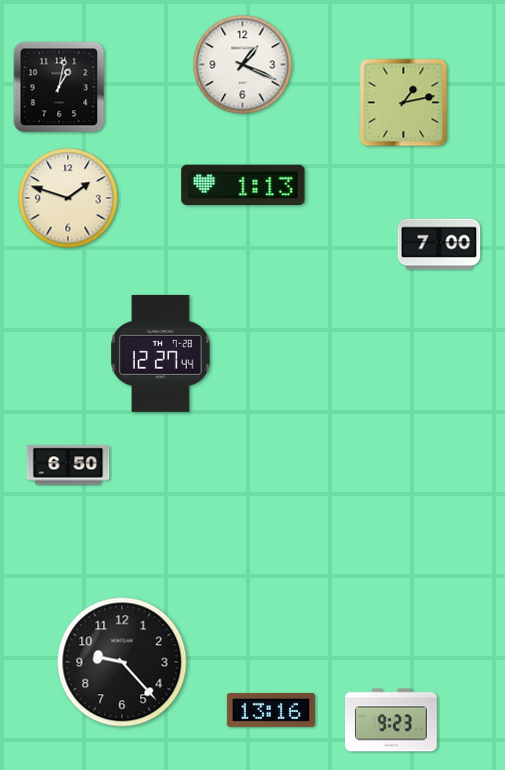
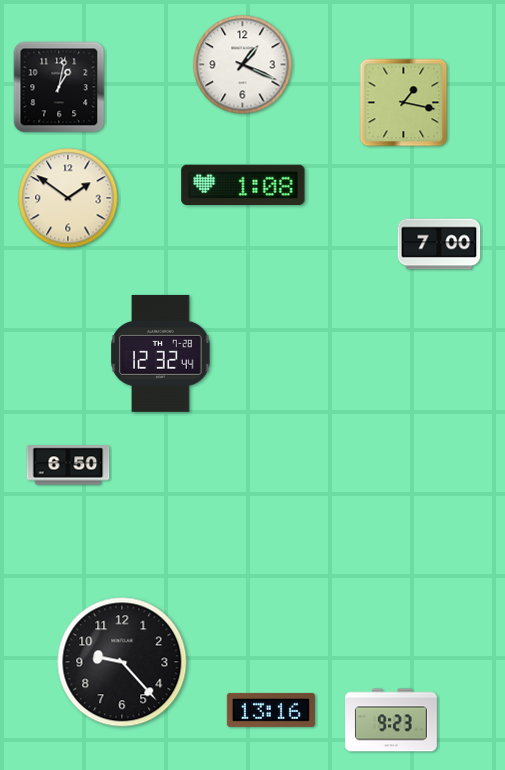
clock at (404, 103): 1:13 -> 1:17
clock at (243, 185): 1:13 -> 1:08
clock at (68, 198): 1:48 -> 1:51
clock at (161, 353): 12:27 -> 12:32
